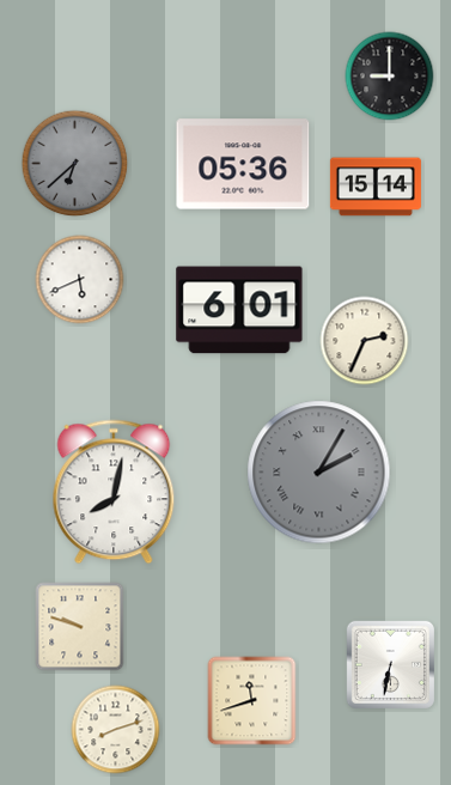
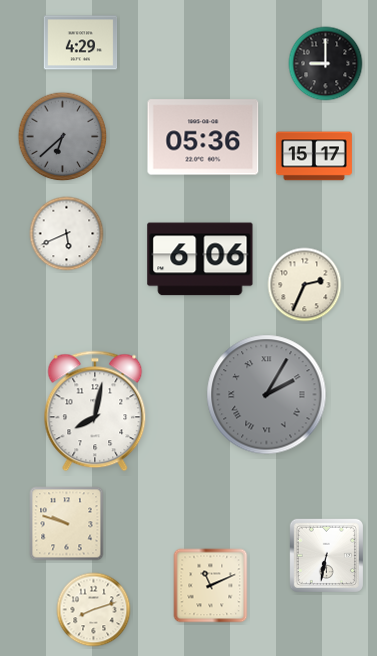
clock at (81, 43): none -> 4:29
clock at (376, 187): 15:14 -> 15:17
clock at (239, 310): 6:01 -> 6:06
clock at (252, 701): 11:42 -> 11:11
clock at (116, 730) position: (116, 730) -> (94, 610)
